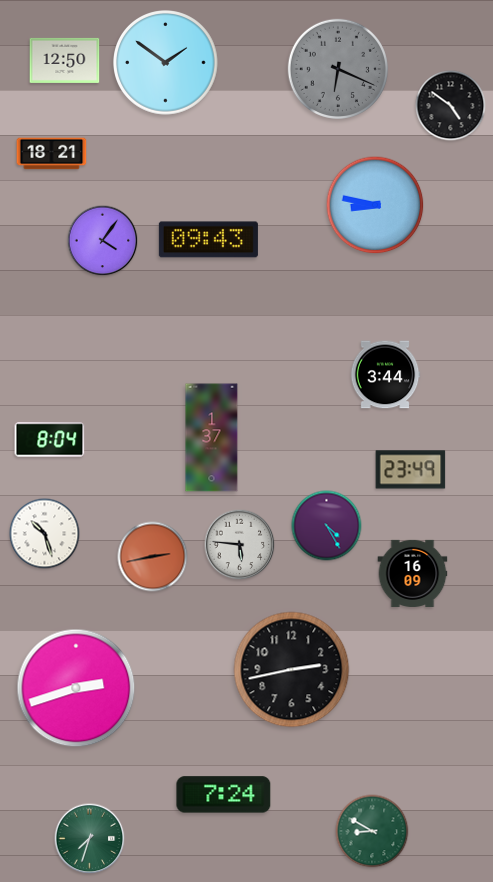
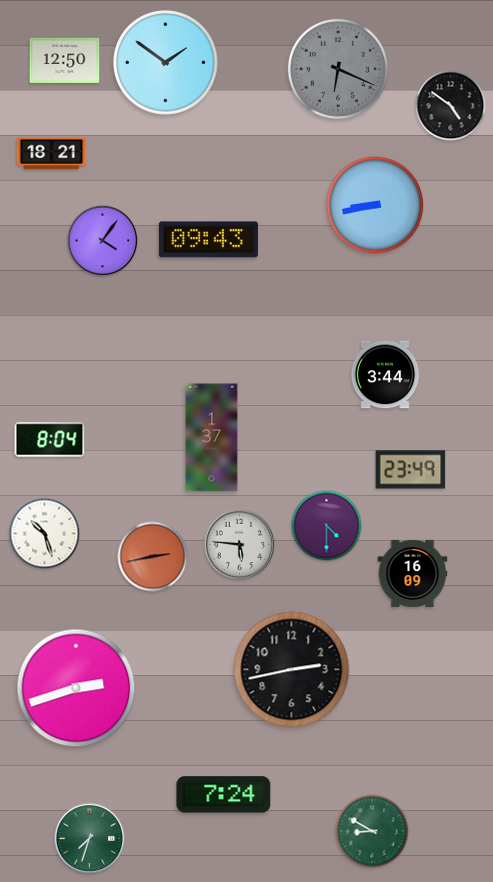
clock at (375, 205): 8:47 -> 8:43
clock at (327, 526): 4:25 -> 4:30
